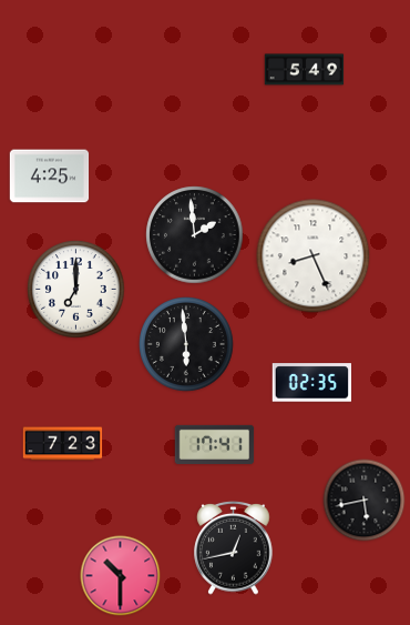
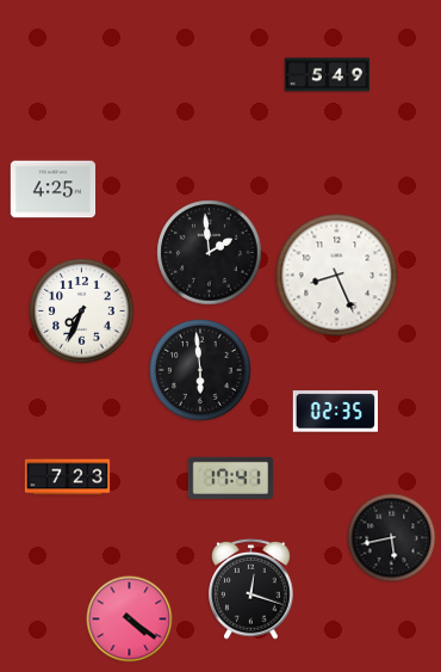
clock at (76, 290): 7:00 -> 7:34
clock at (234, 547): 12:43 -> 12:18
clock at (121, 576): 10:30 -> 4:21
